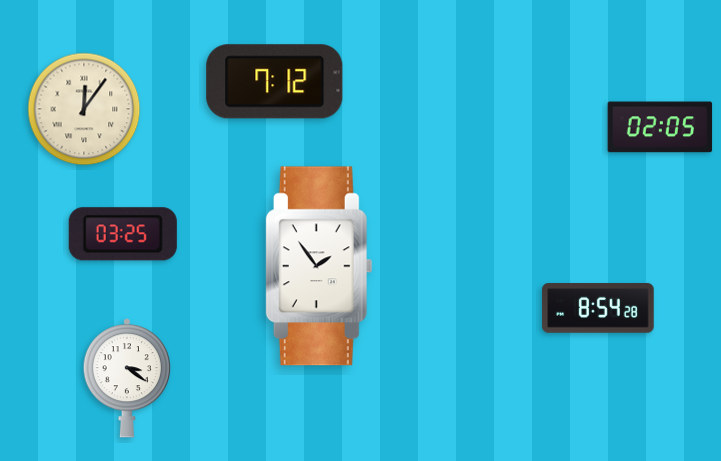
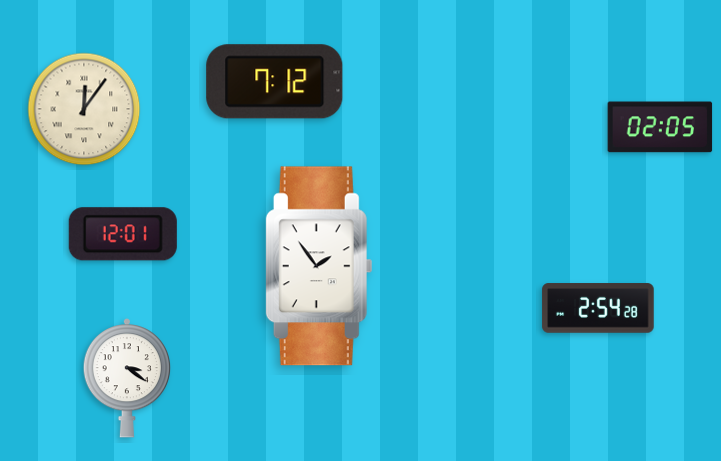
clock at (123, 234): 03:25 -> 12:01
clock at (598, 308): 8:54 -> 2:54
